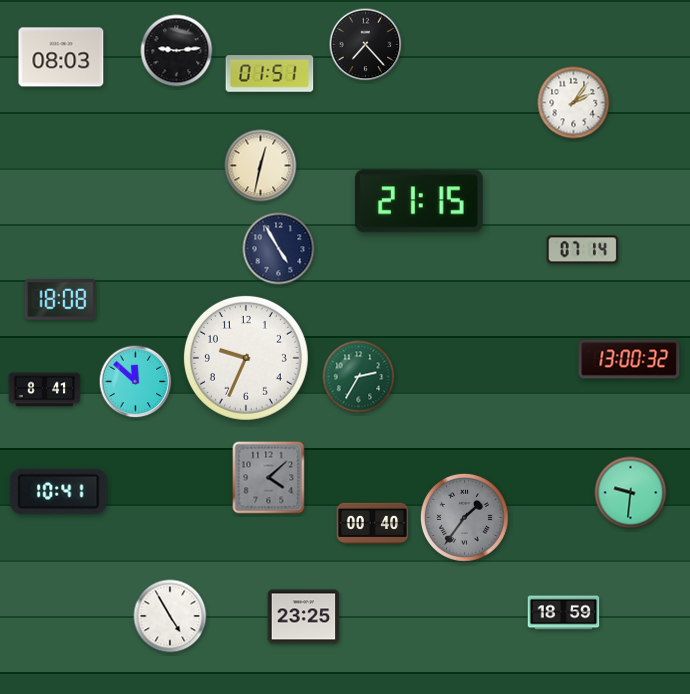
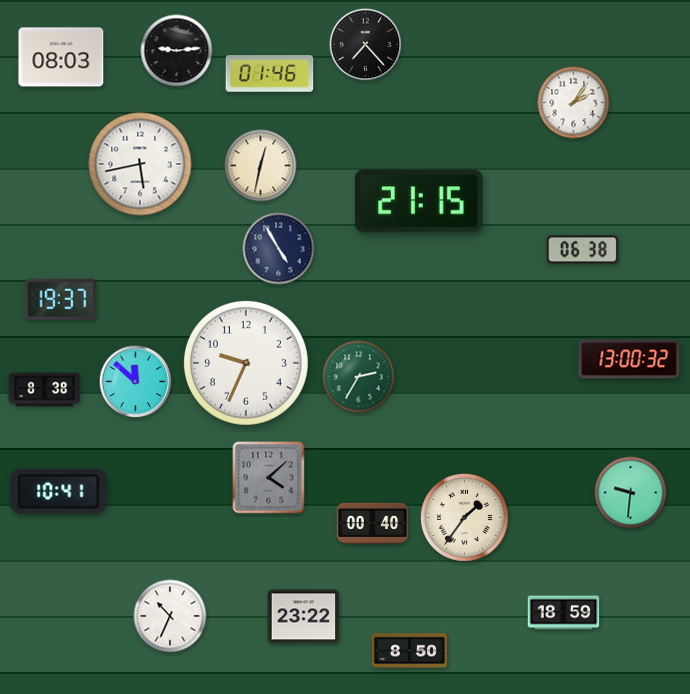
clock at (270, 74): 01:51 -> 01:46
clock at (140, 164): none -> 5:43
clock at (583, 250): 07:14 -> 06:38
clock at (61, 299): 18:08 -> 19:37
clock at (246, 358) position: (246, 358) -> (246, 363)
clock at (45, 390): 8:41 -> 8:38
clock at (464, 517) dial: grey -> cream
clock at (170, 616): 4:55 -> 10:34
clock at (304, 617): 23:25 -> 23:22
clock at (409, 651): none -> 8:50
